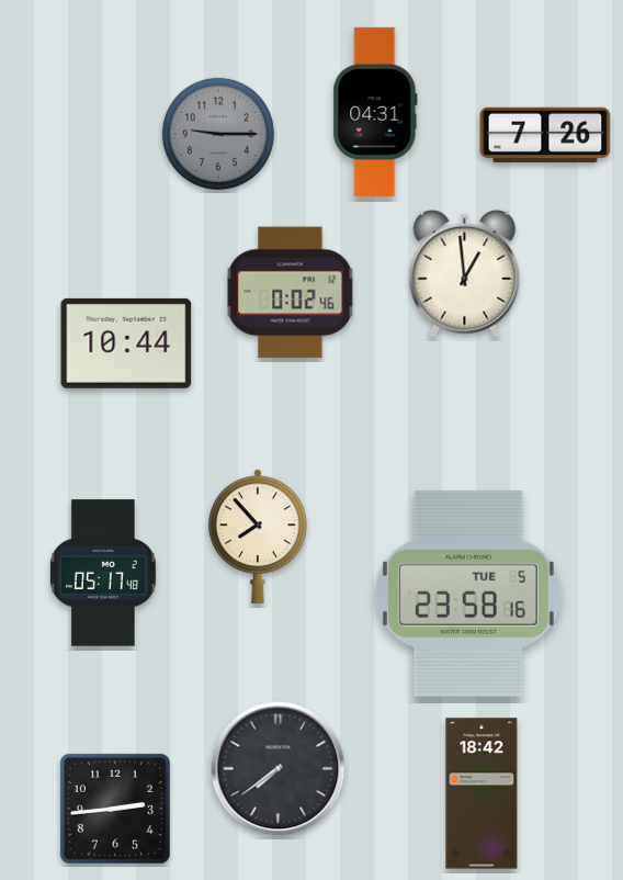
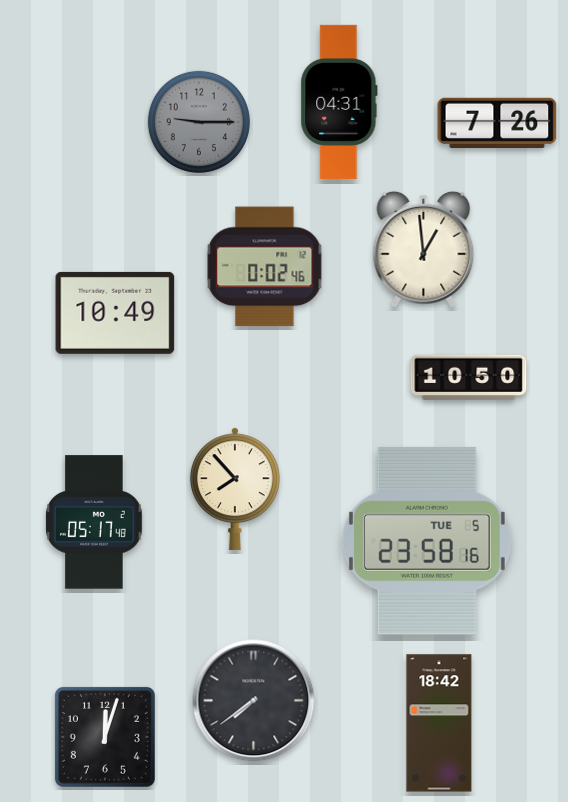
clock at (375, 112) position: (375, 112) -> (339, 102)
clock at (126, 343): 10:44 -> 10:49
clock at (469, 378): none -> 10:50
clock at (115, 809): 2:44 -> 12:03
